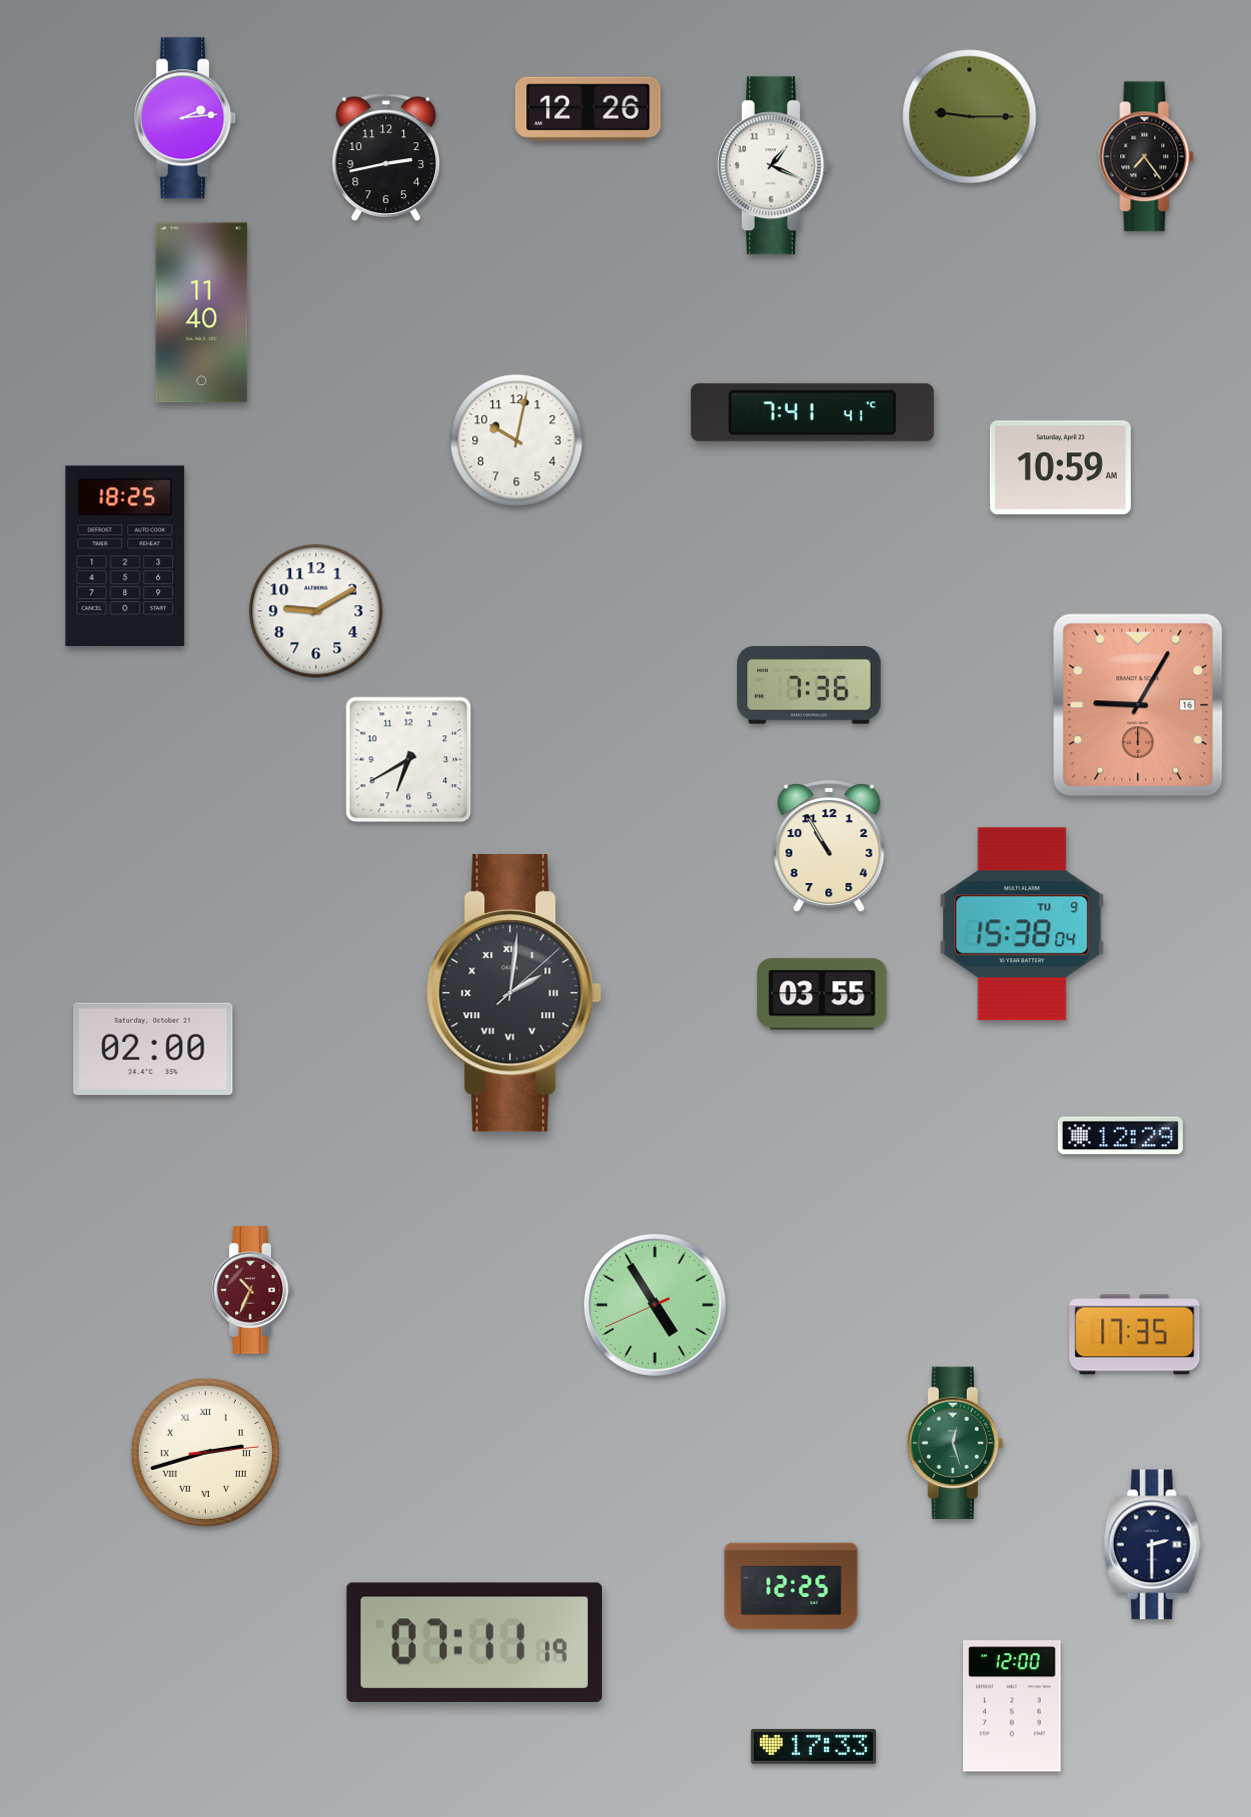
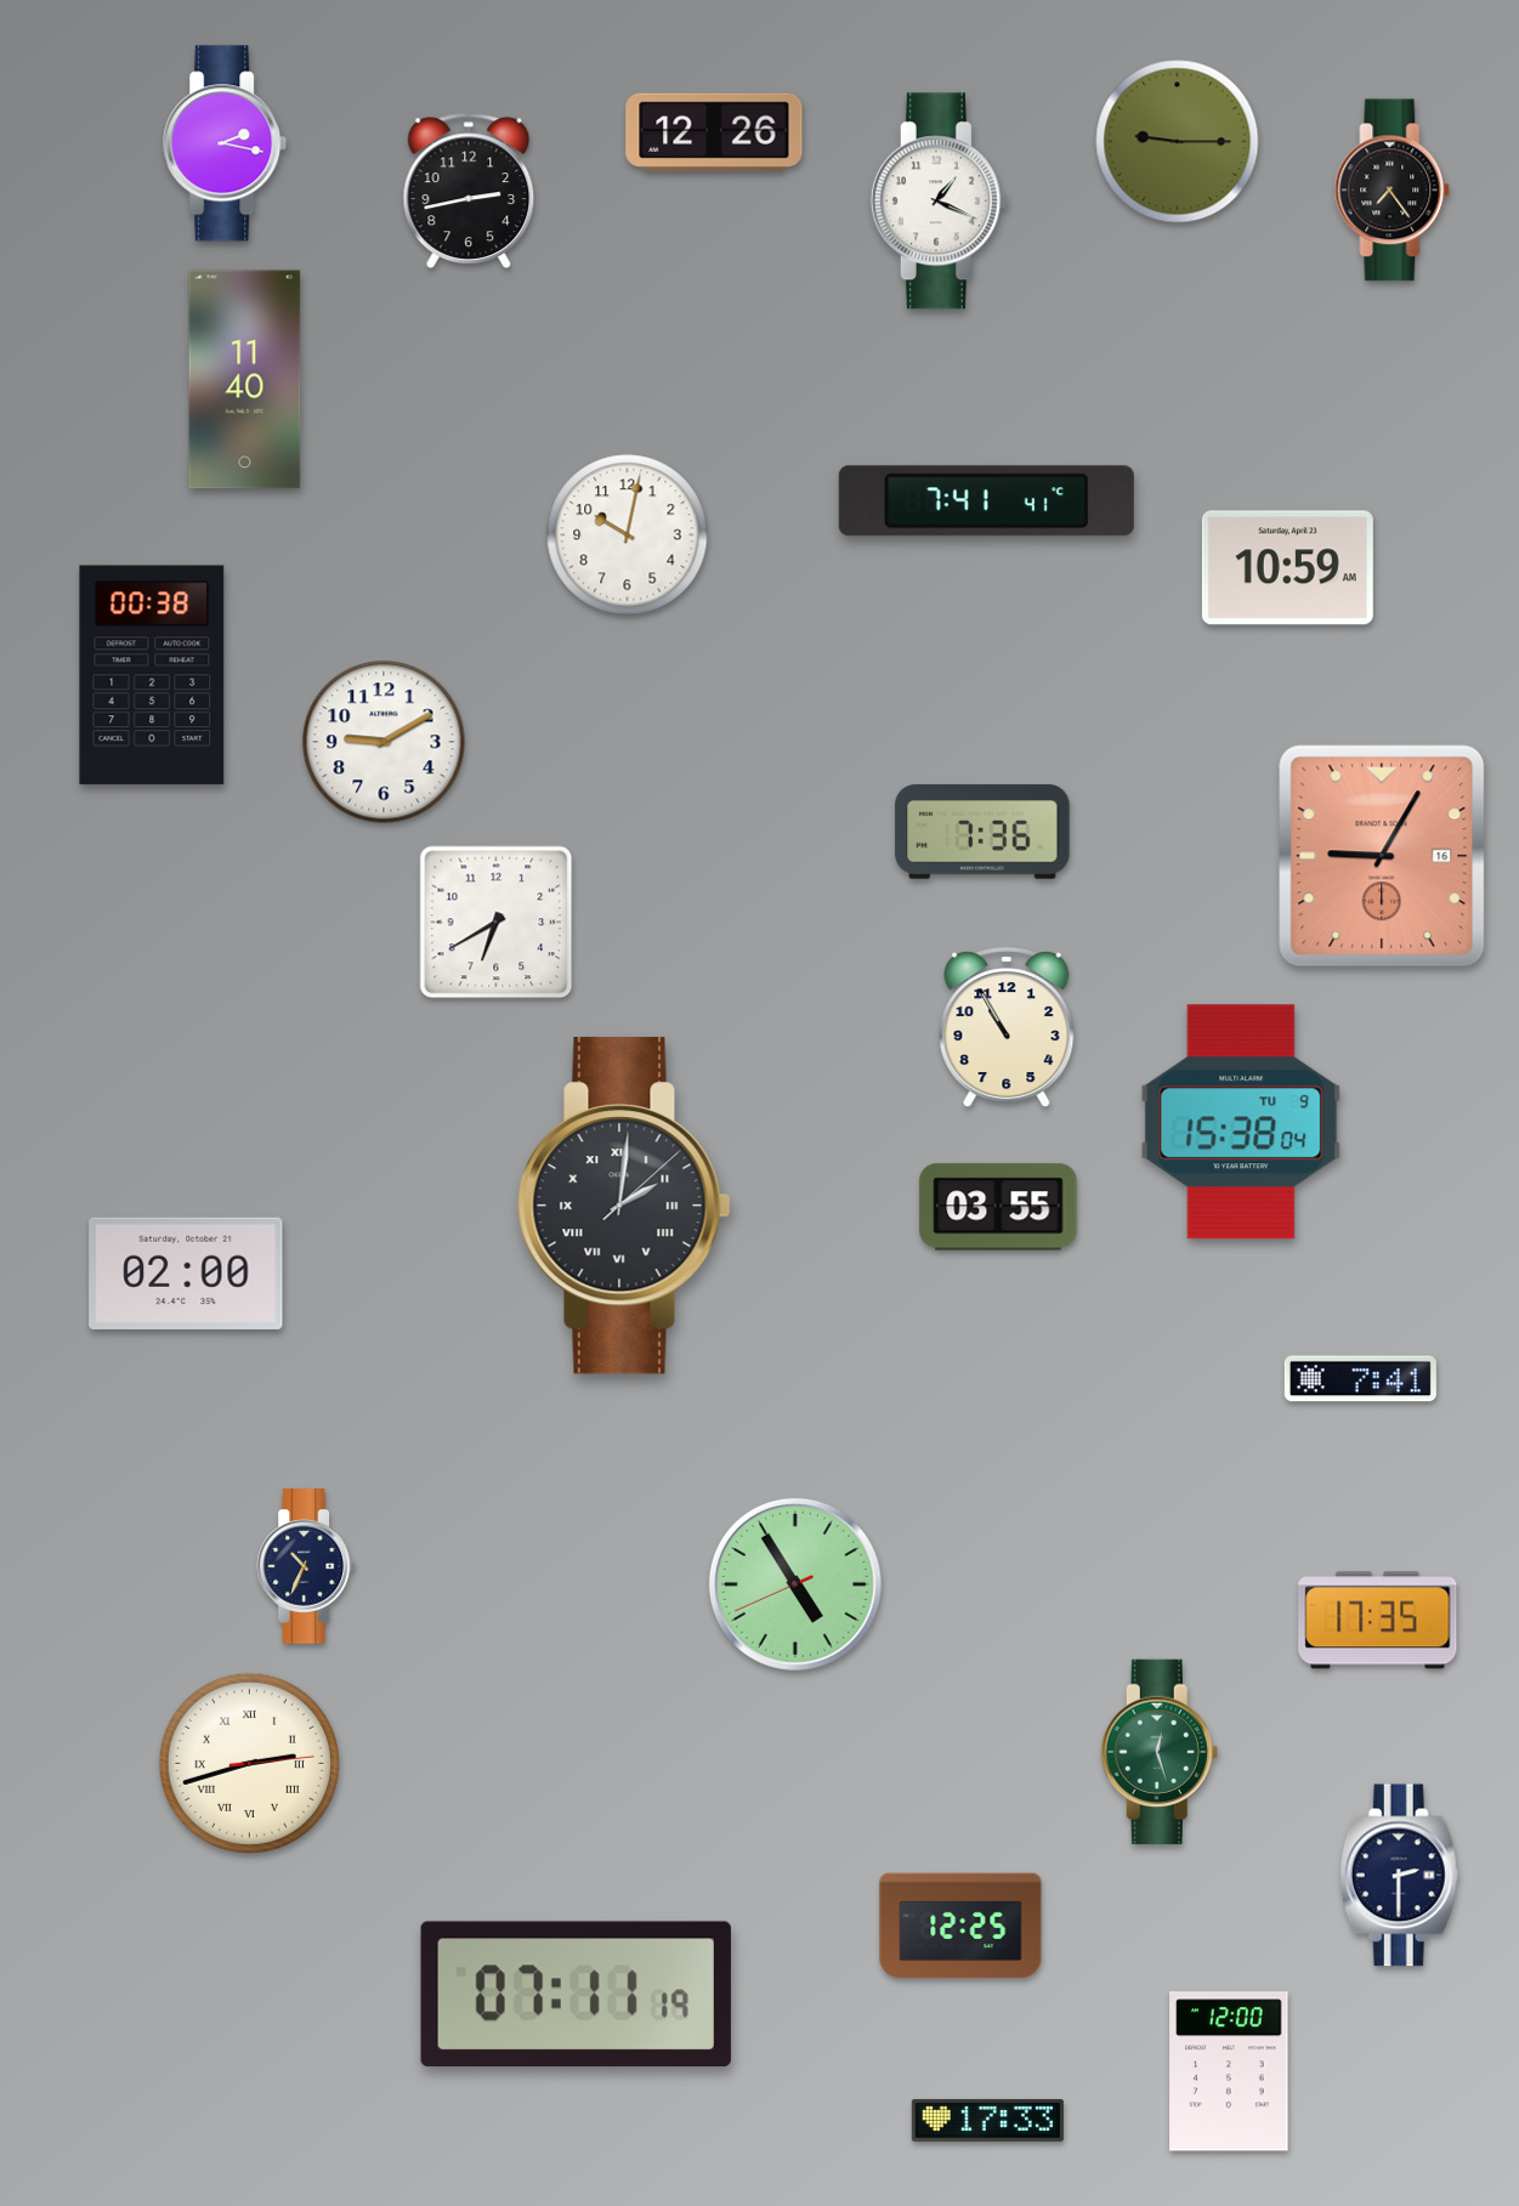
clock at (186, 118): 2:14 -> 2:17
clock at (125, 556): 18:25 -> 00:38
clock at (1120, 1136): 12:29 -> 7:41
clock at (252, 1290) dial: burgundy -> navy
